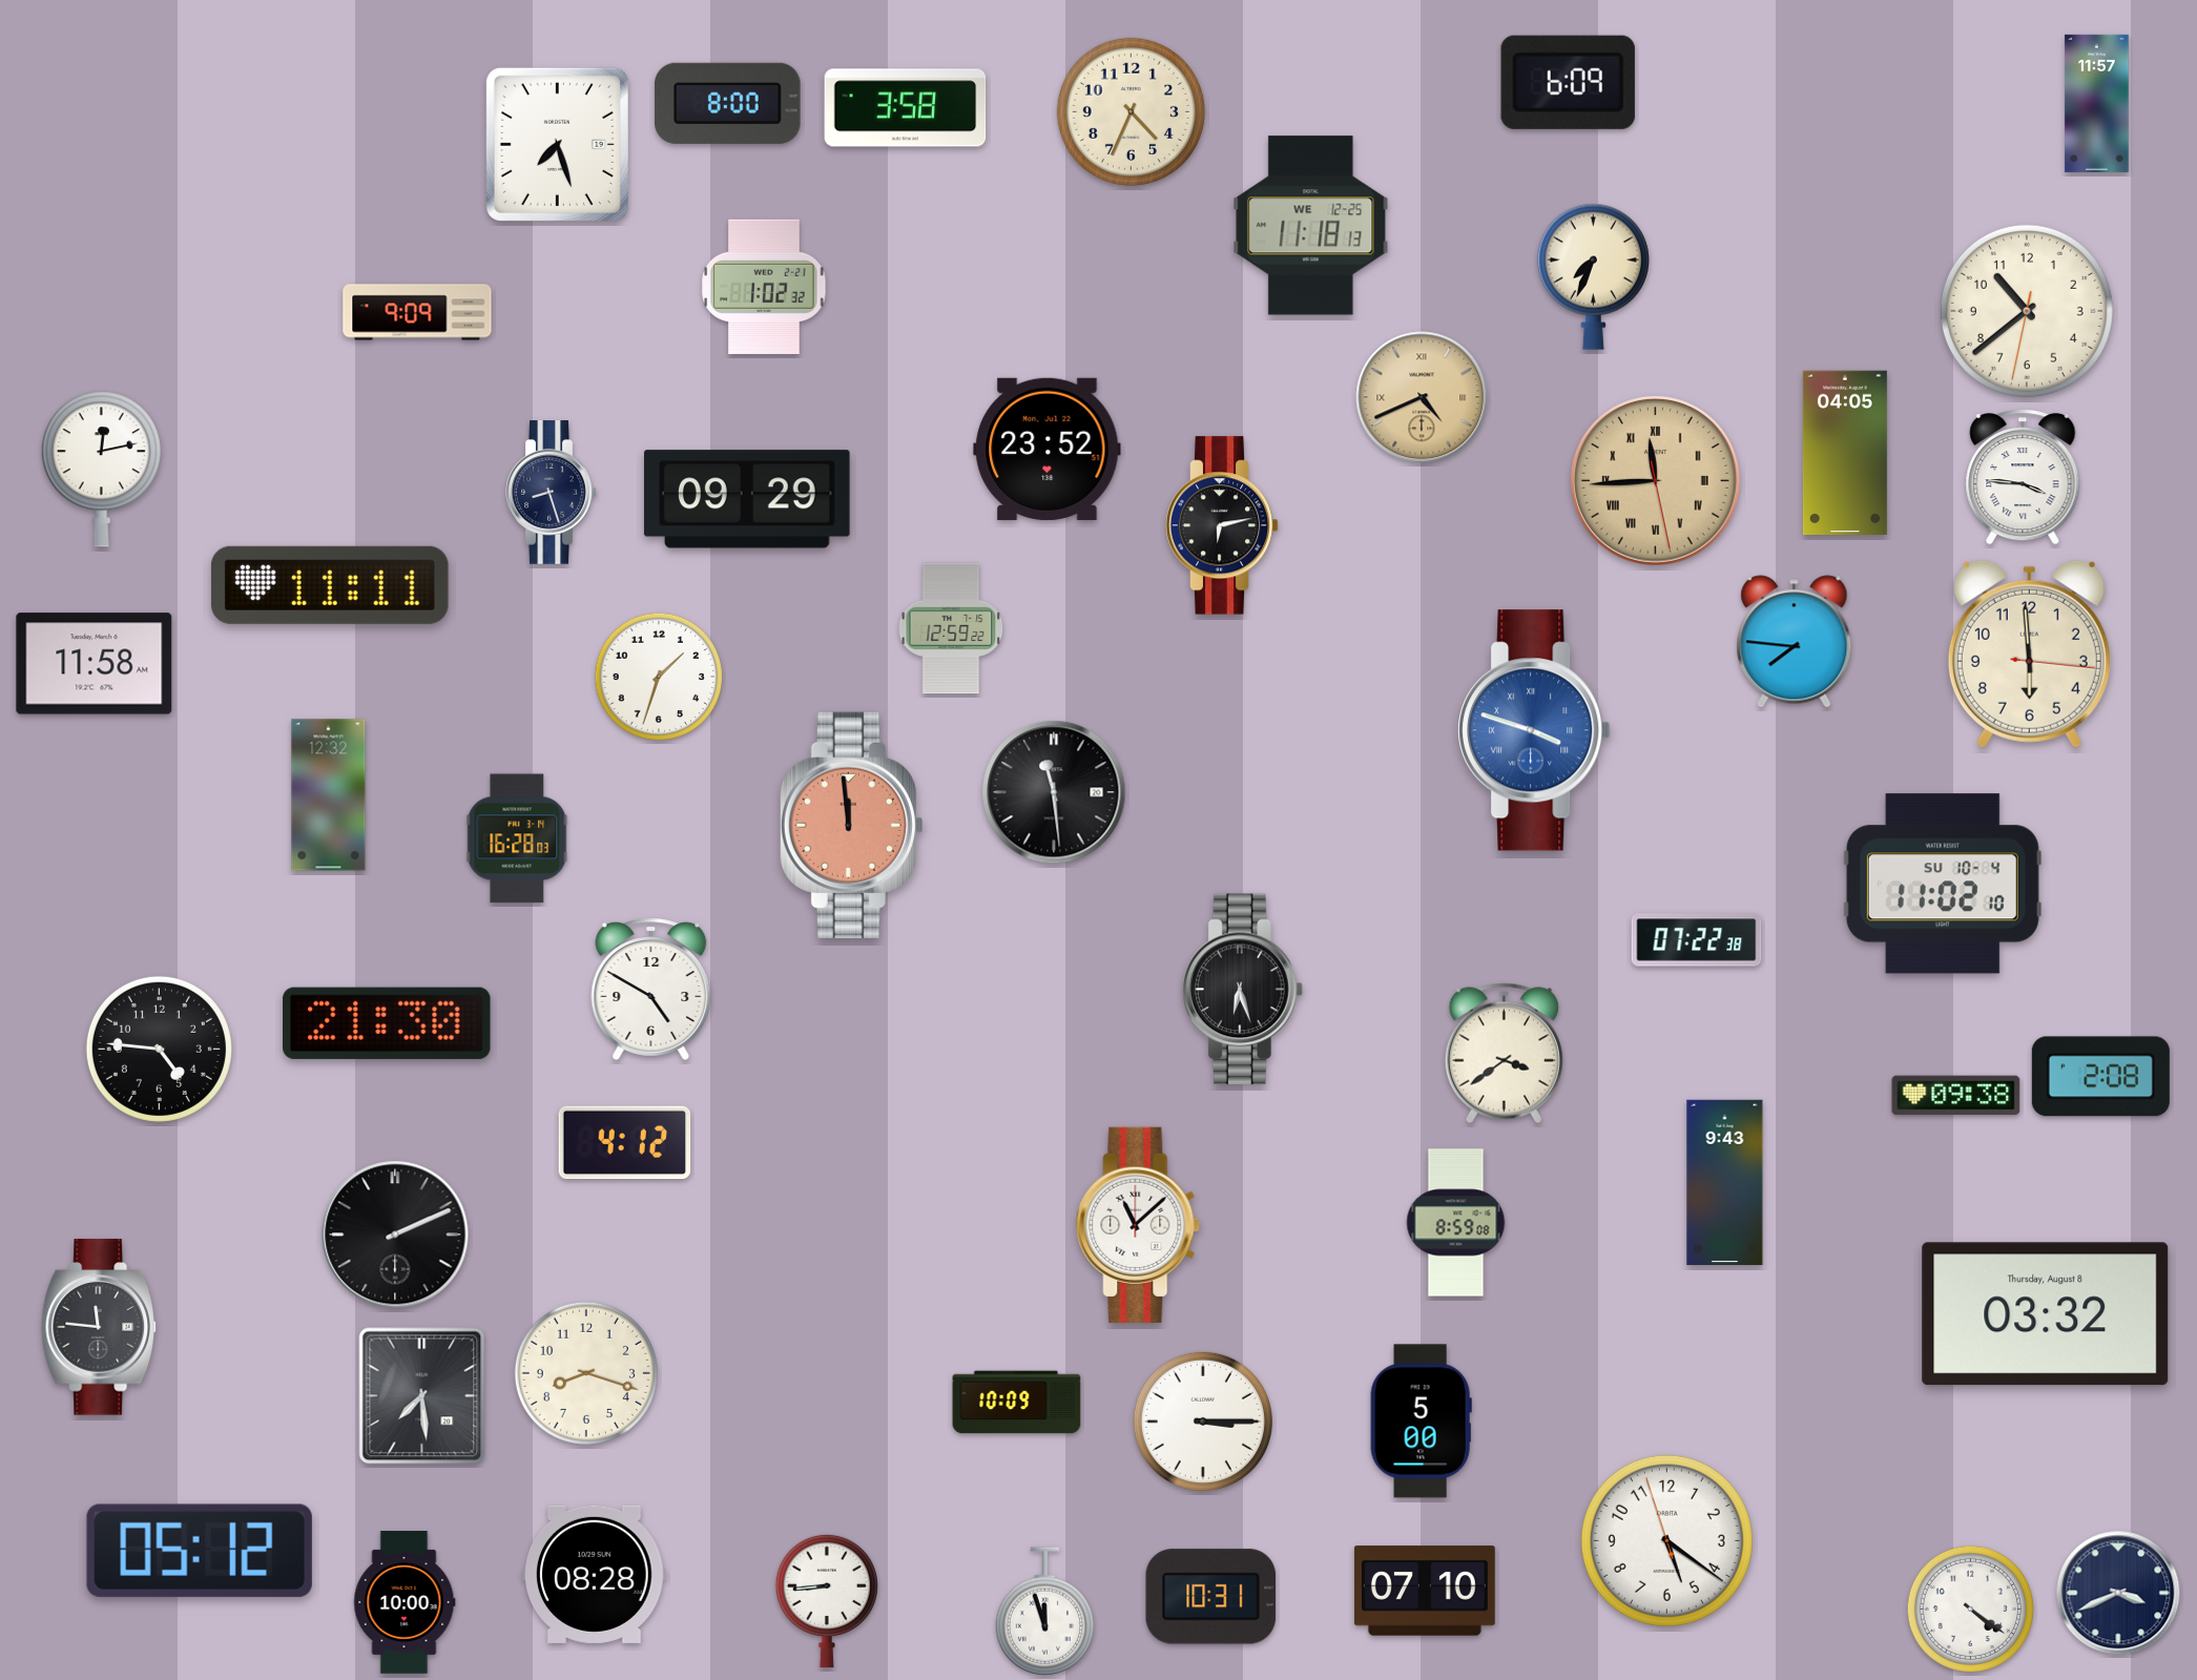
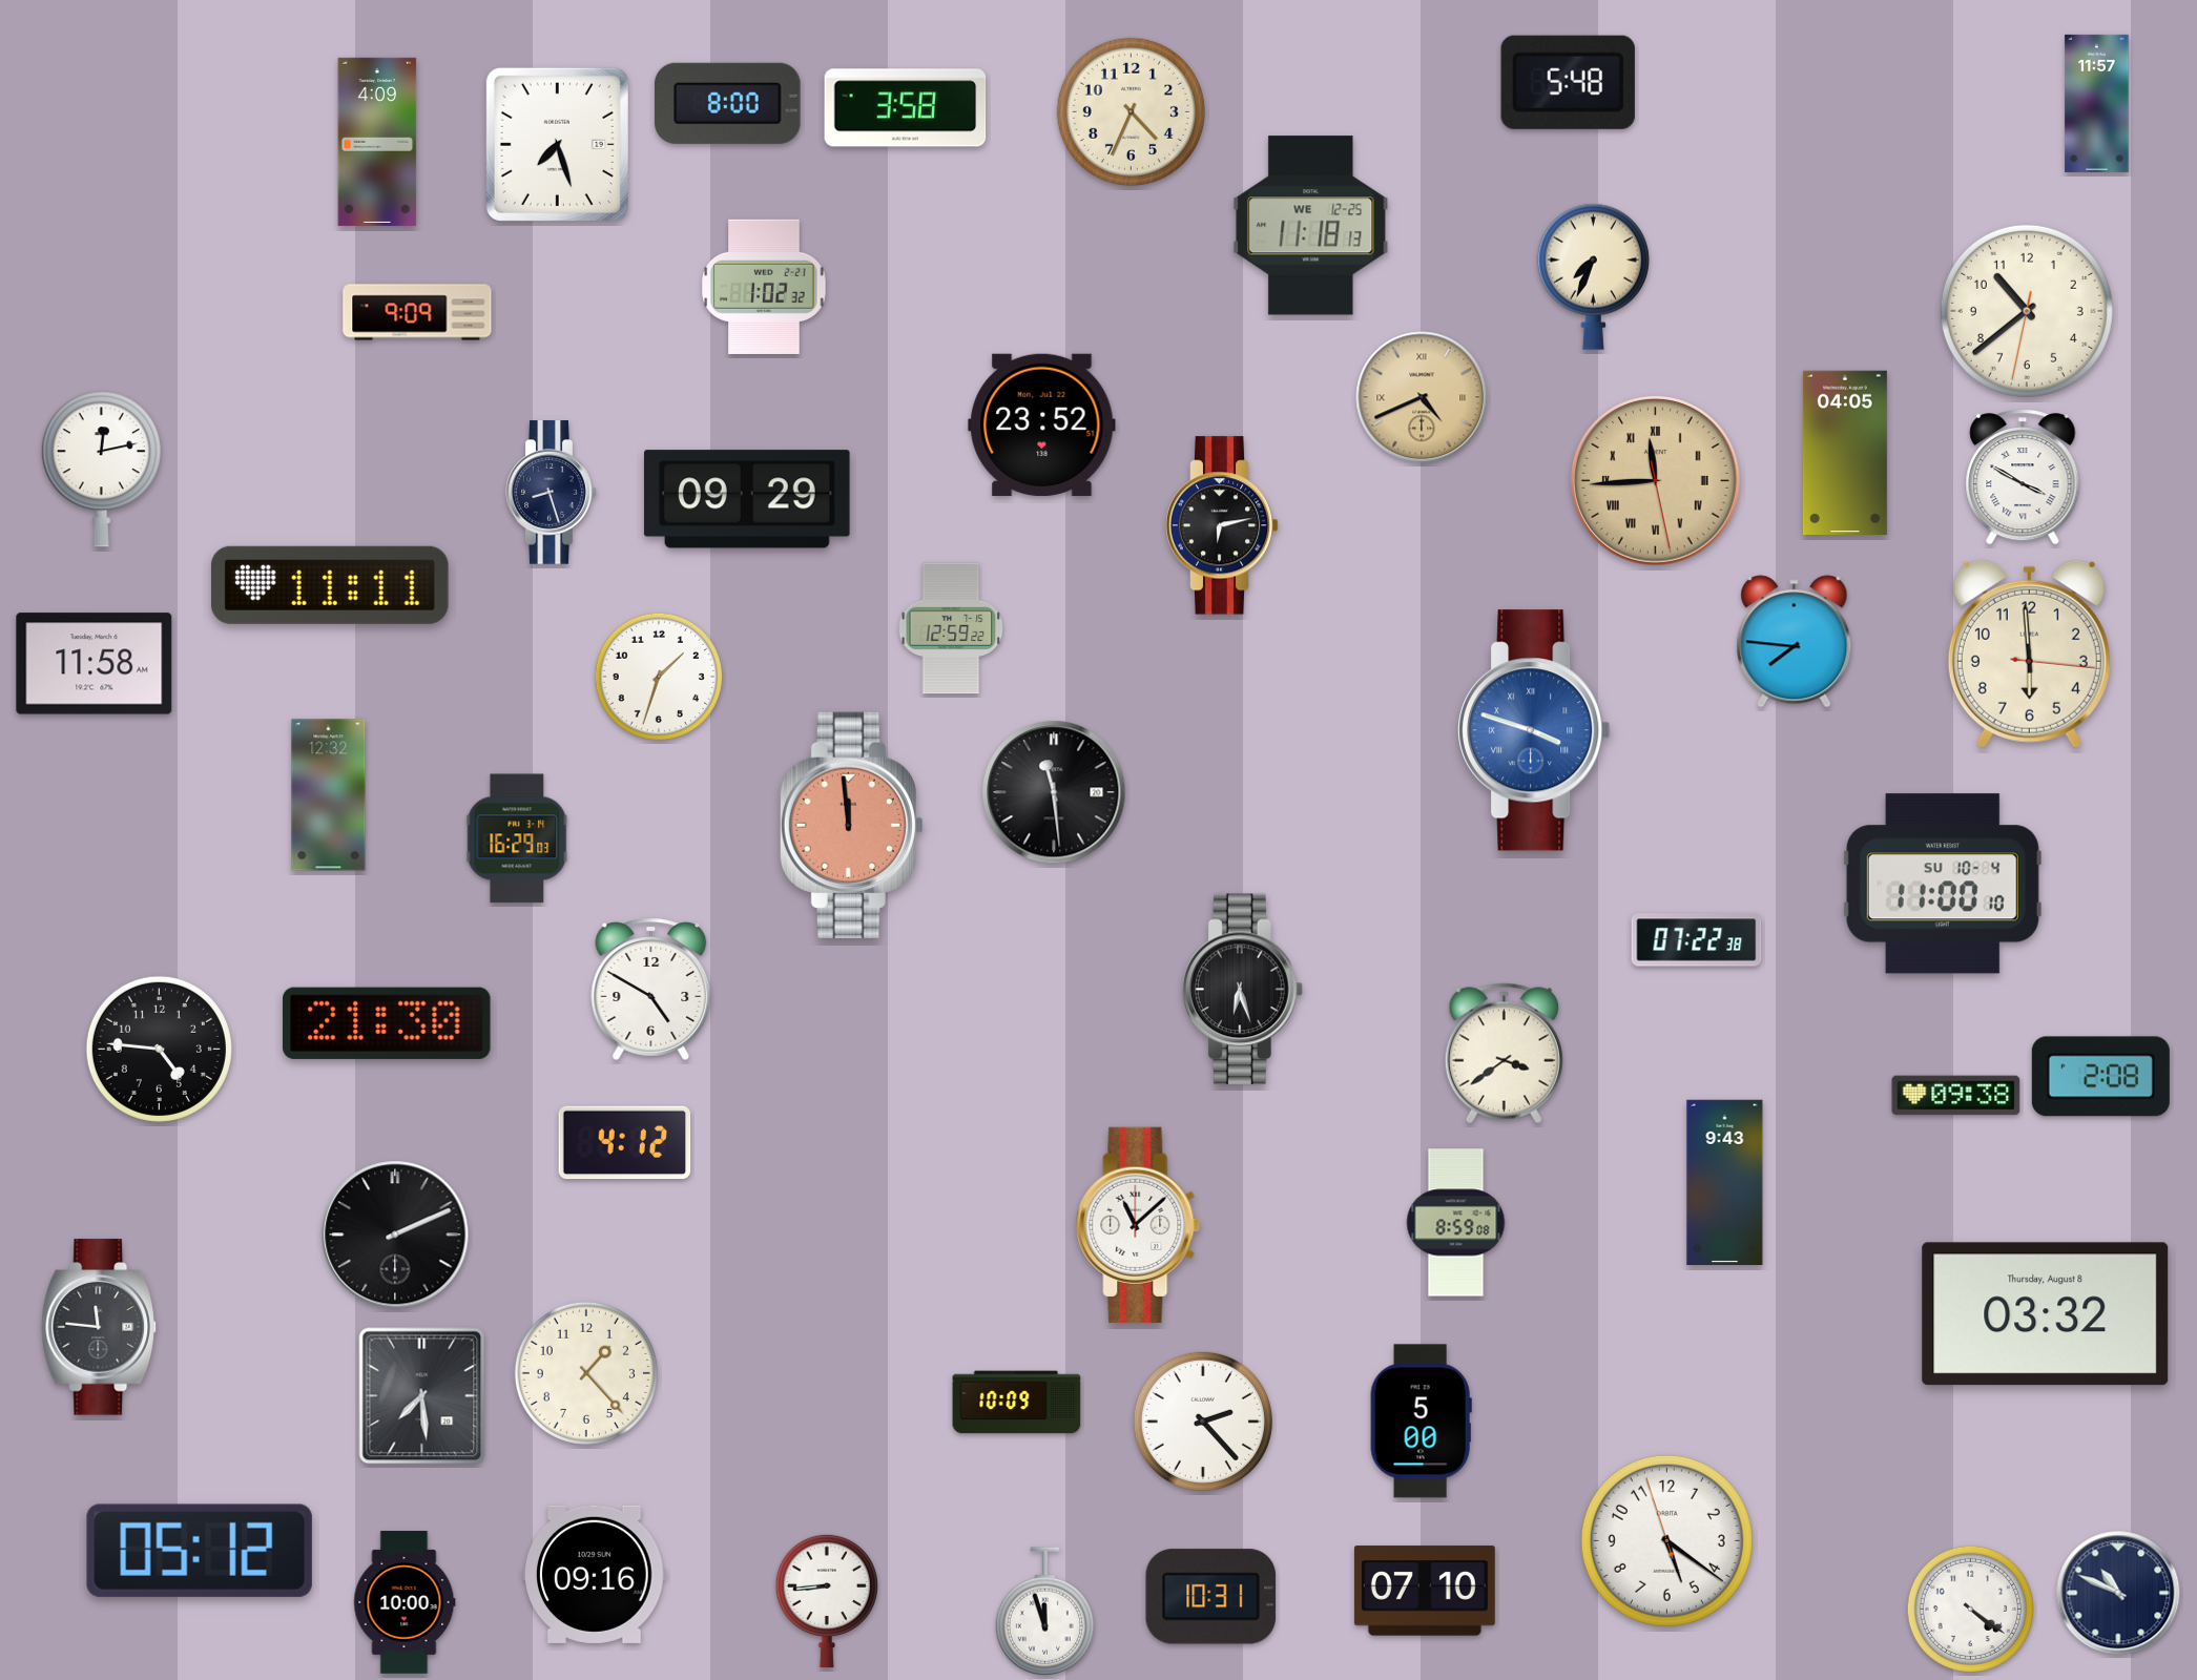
clock at (1568, 82): 6:09 -> 5:48
clock at (377, 142): none -> 4:09
clock at (1048, 449) position: (1048, 449) -> (1042, 424)
clock at (2023, 477): 3:46 -> 3:50
clock at (517, 838): 16:28 -> 16:29
clock at (1943, 884): 11:02 -> 11:00
clock at (586, 1373): 8:18 -> 1:23
clock at (1203, 1422): 3:15 -> 2:23
clock at (595, 1574): 08:28 -> 09:16
clock at (2118, 1593): 3:41 -> 10:49
